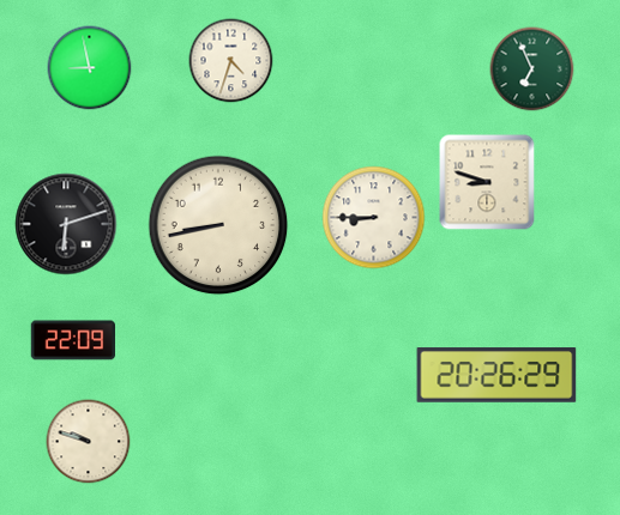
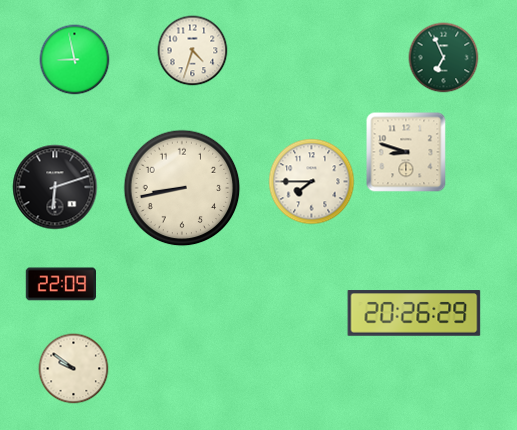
clock at (90, 68) position: (90, 68) -> (75, 60)
clock at (374, 218): 8:45 -> 7:45
clock at (89, 442): 9:48 -> 9:51
